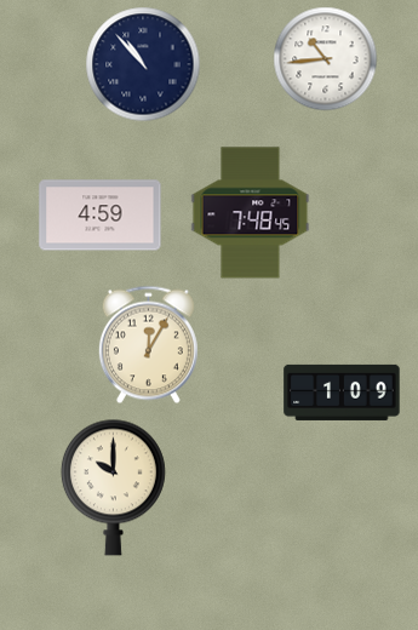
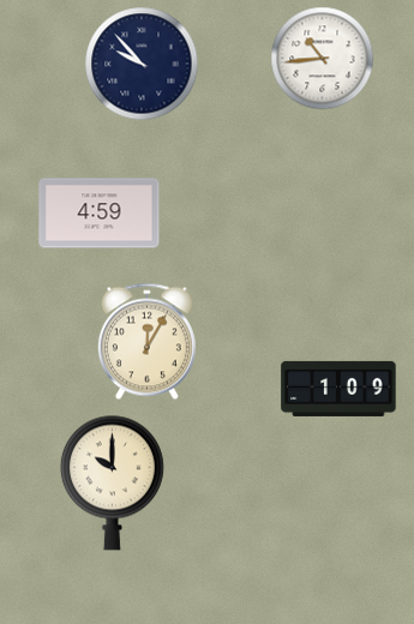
clock at (143, 64): 10:53 -> 9:53
clock at (251, 213): 7:48 -> none
